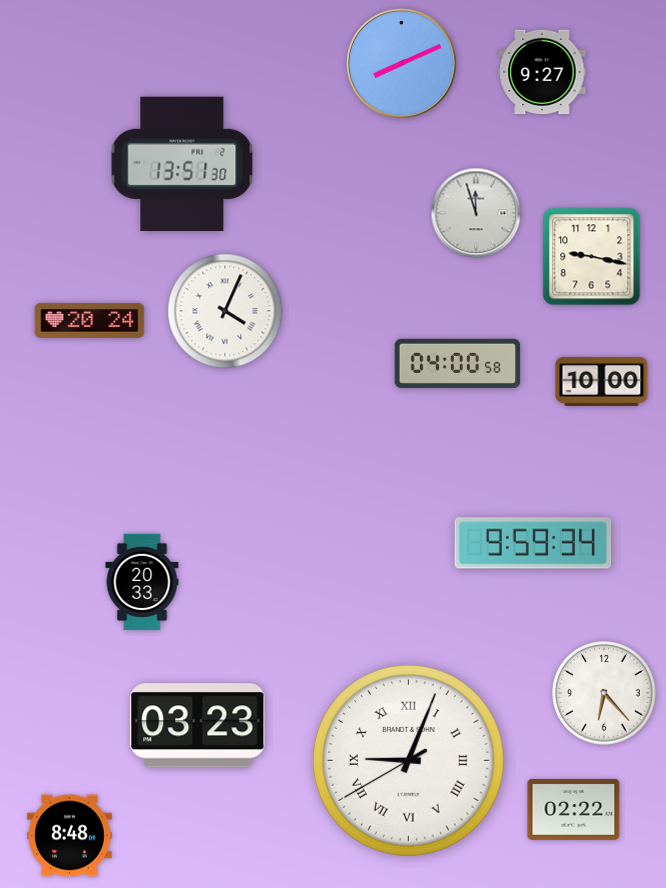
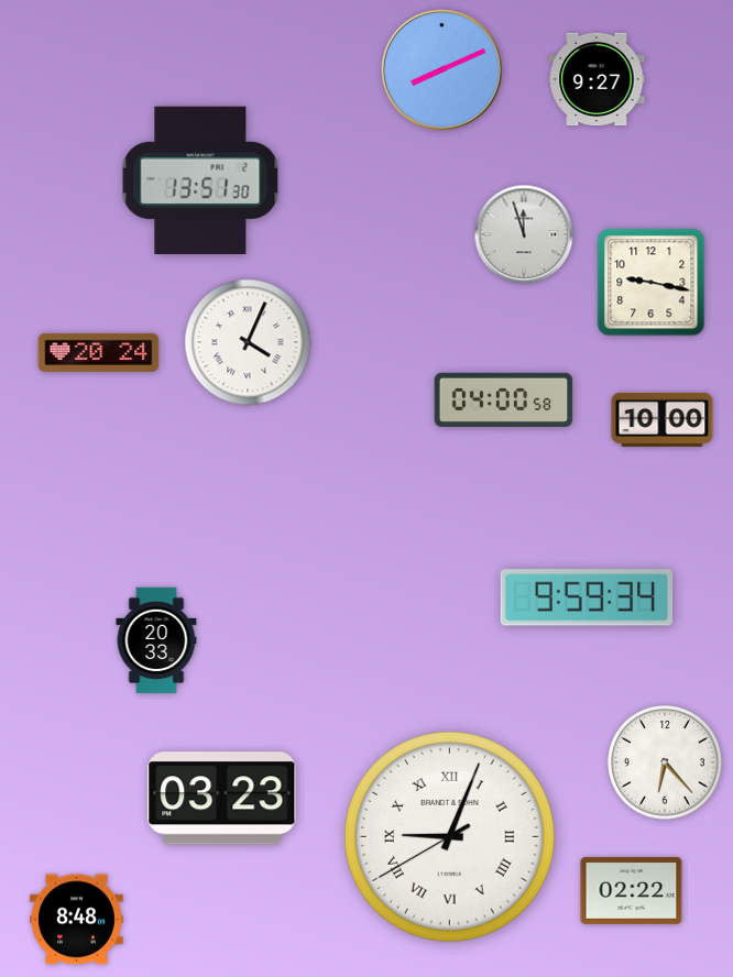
clock at (198, 726) position: (198, 726) -> (222, 799)
